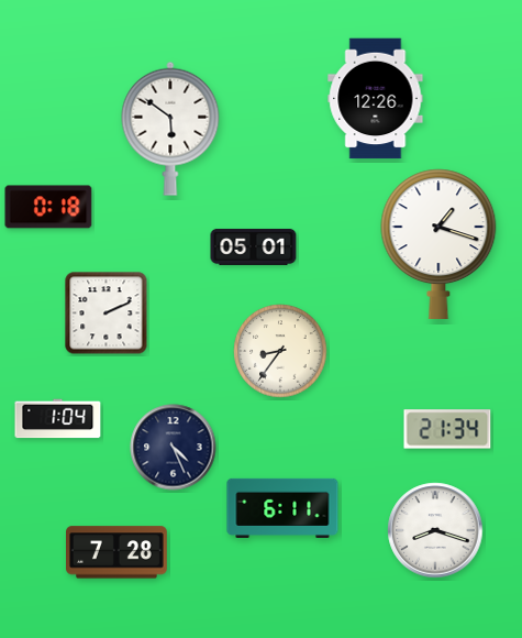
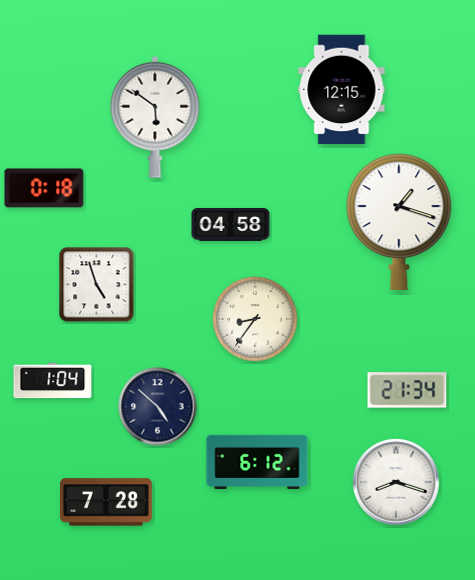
clock at (376, 99): 12:26 -> 12:15
clock at (254, 246): 05:01 -> 04:58
clock at (107, 313): 2:11 -> 4:57
clock at (174, 448): 4:26 -> 4:52
clock at (282, 508): 6:11 -> 6:12
